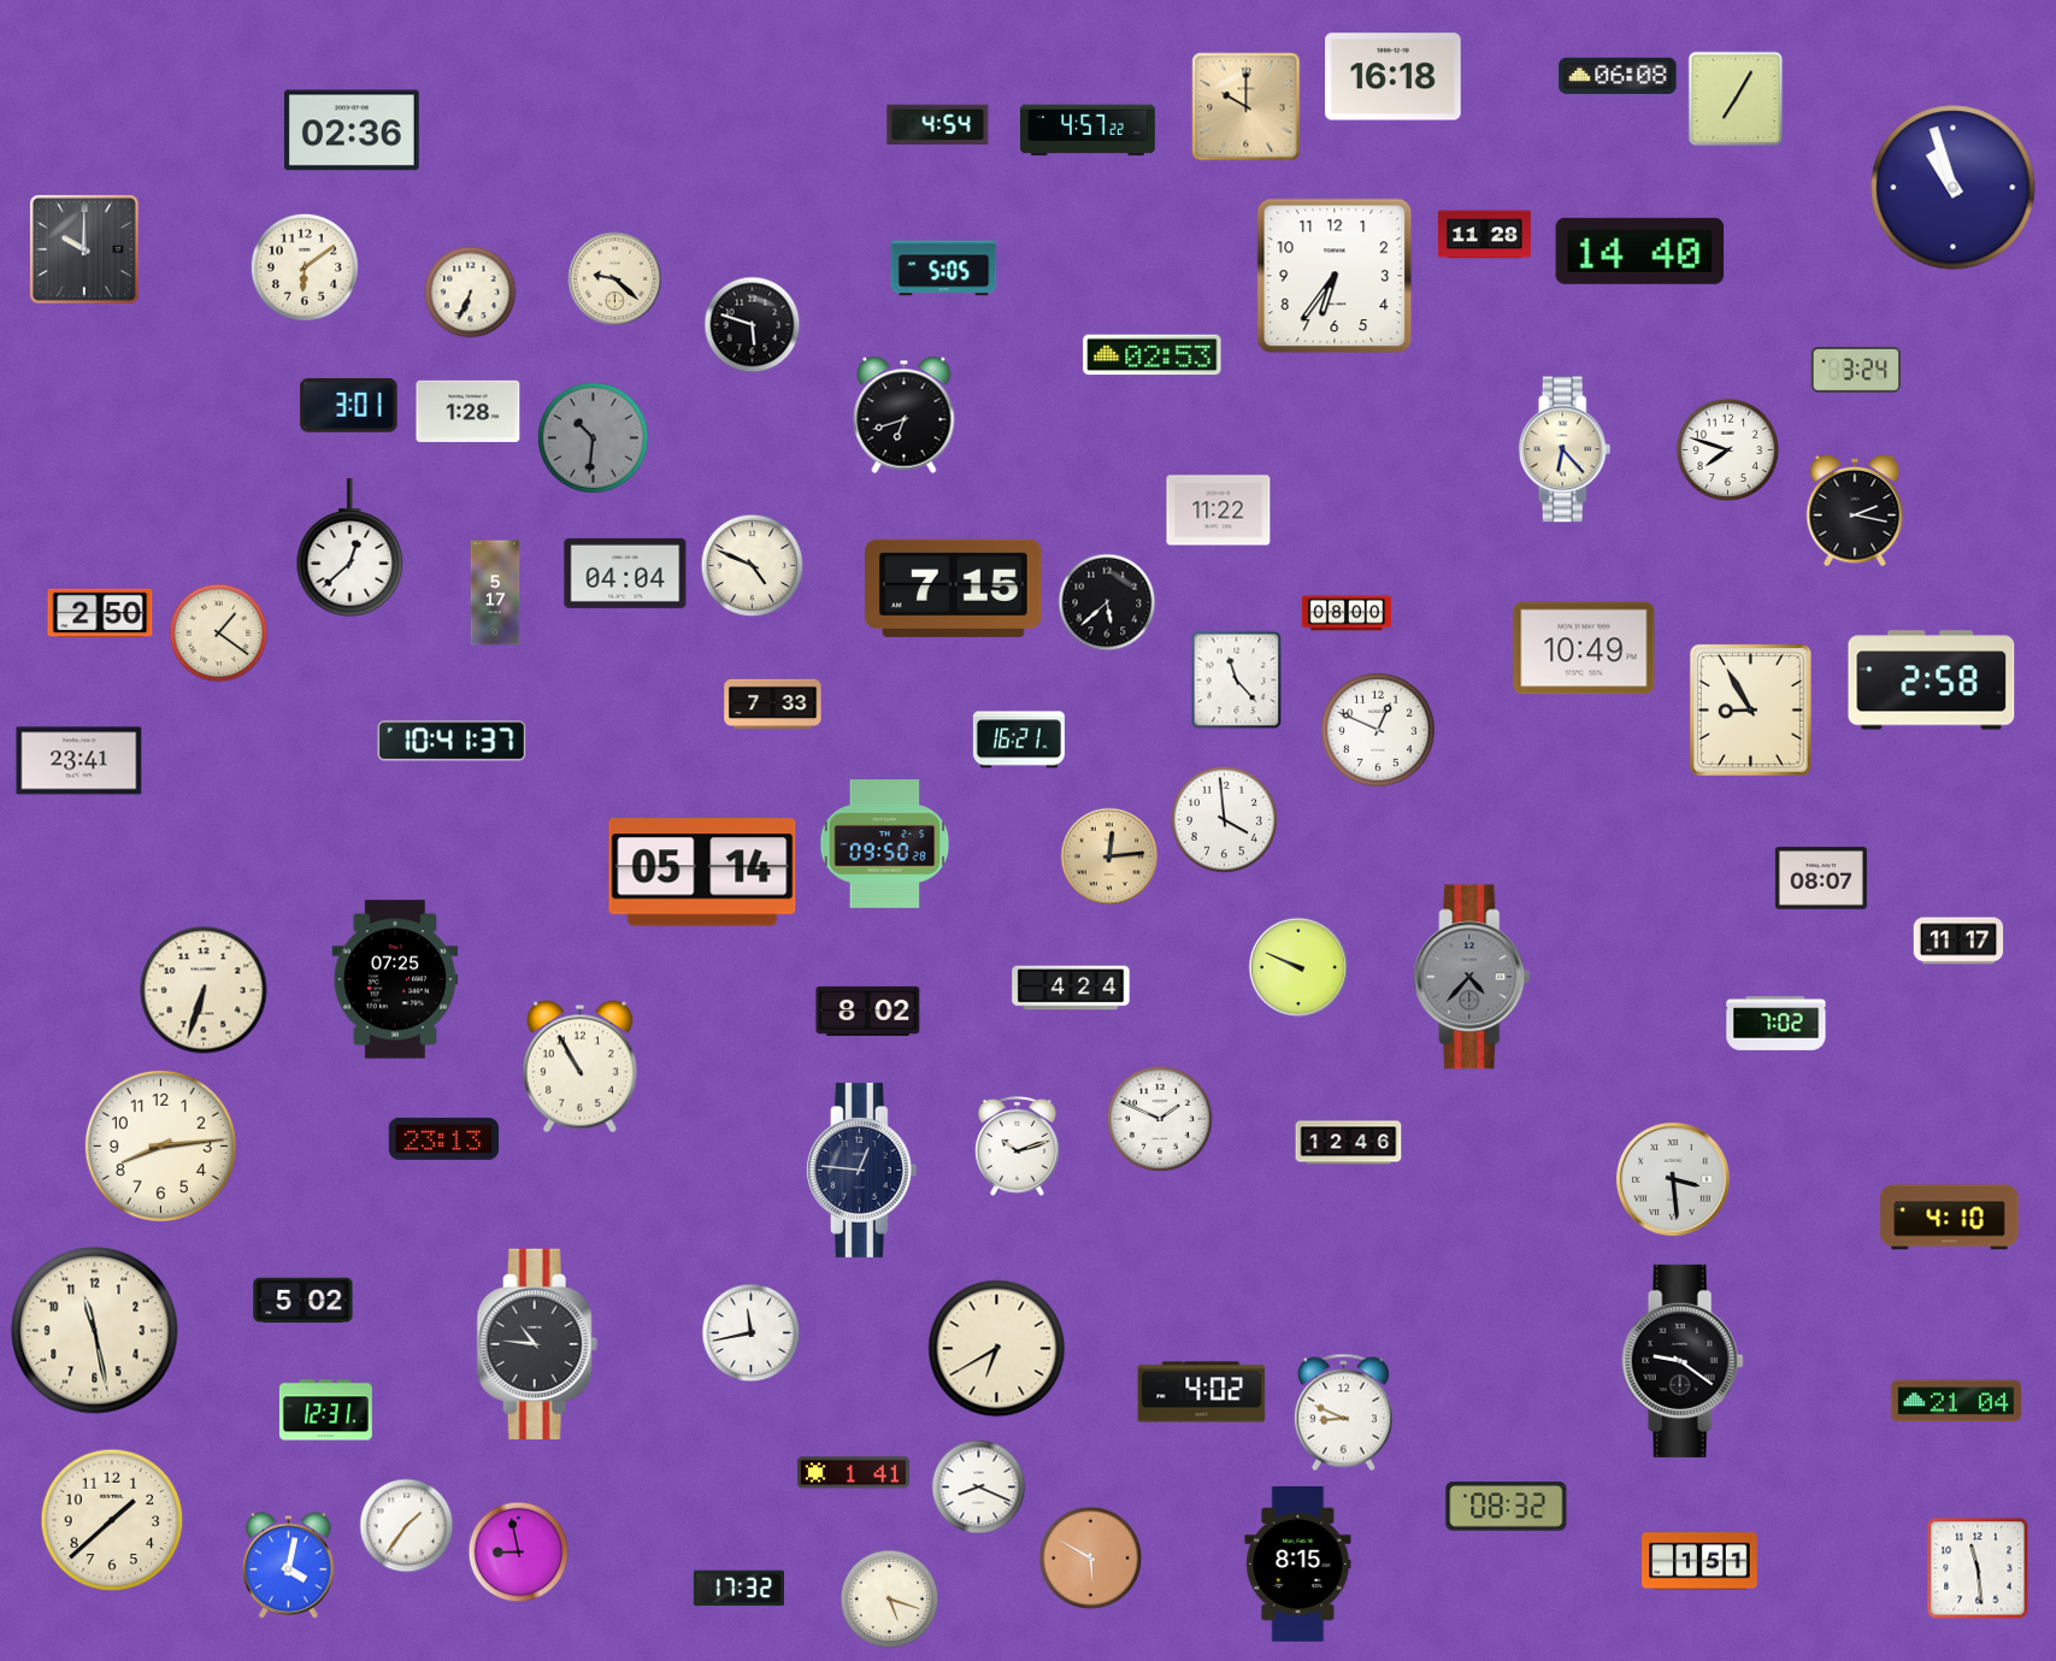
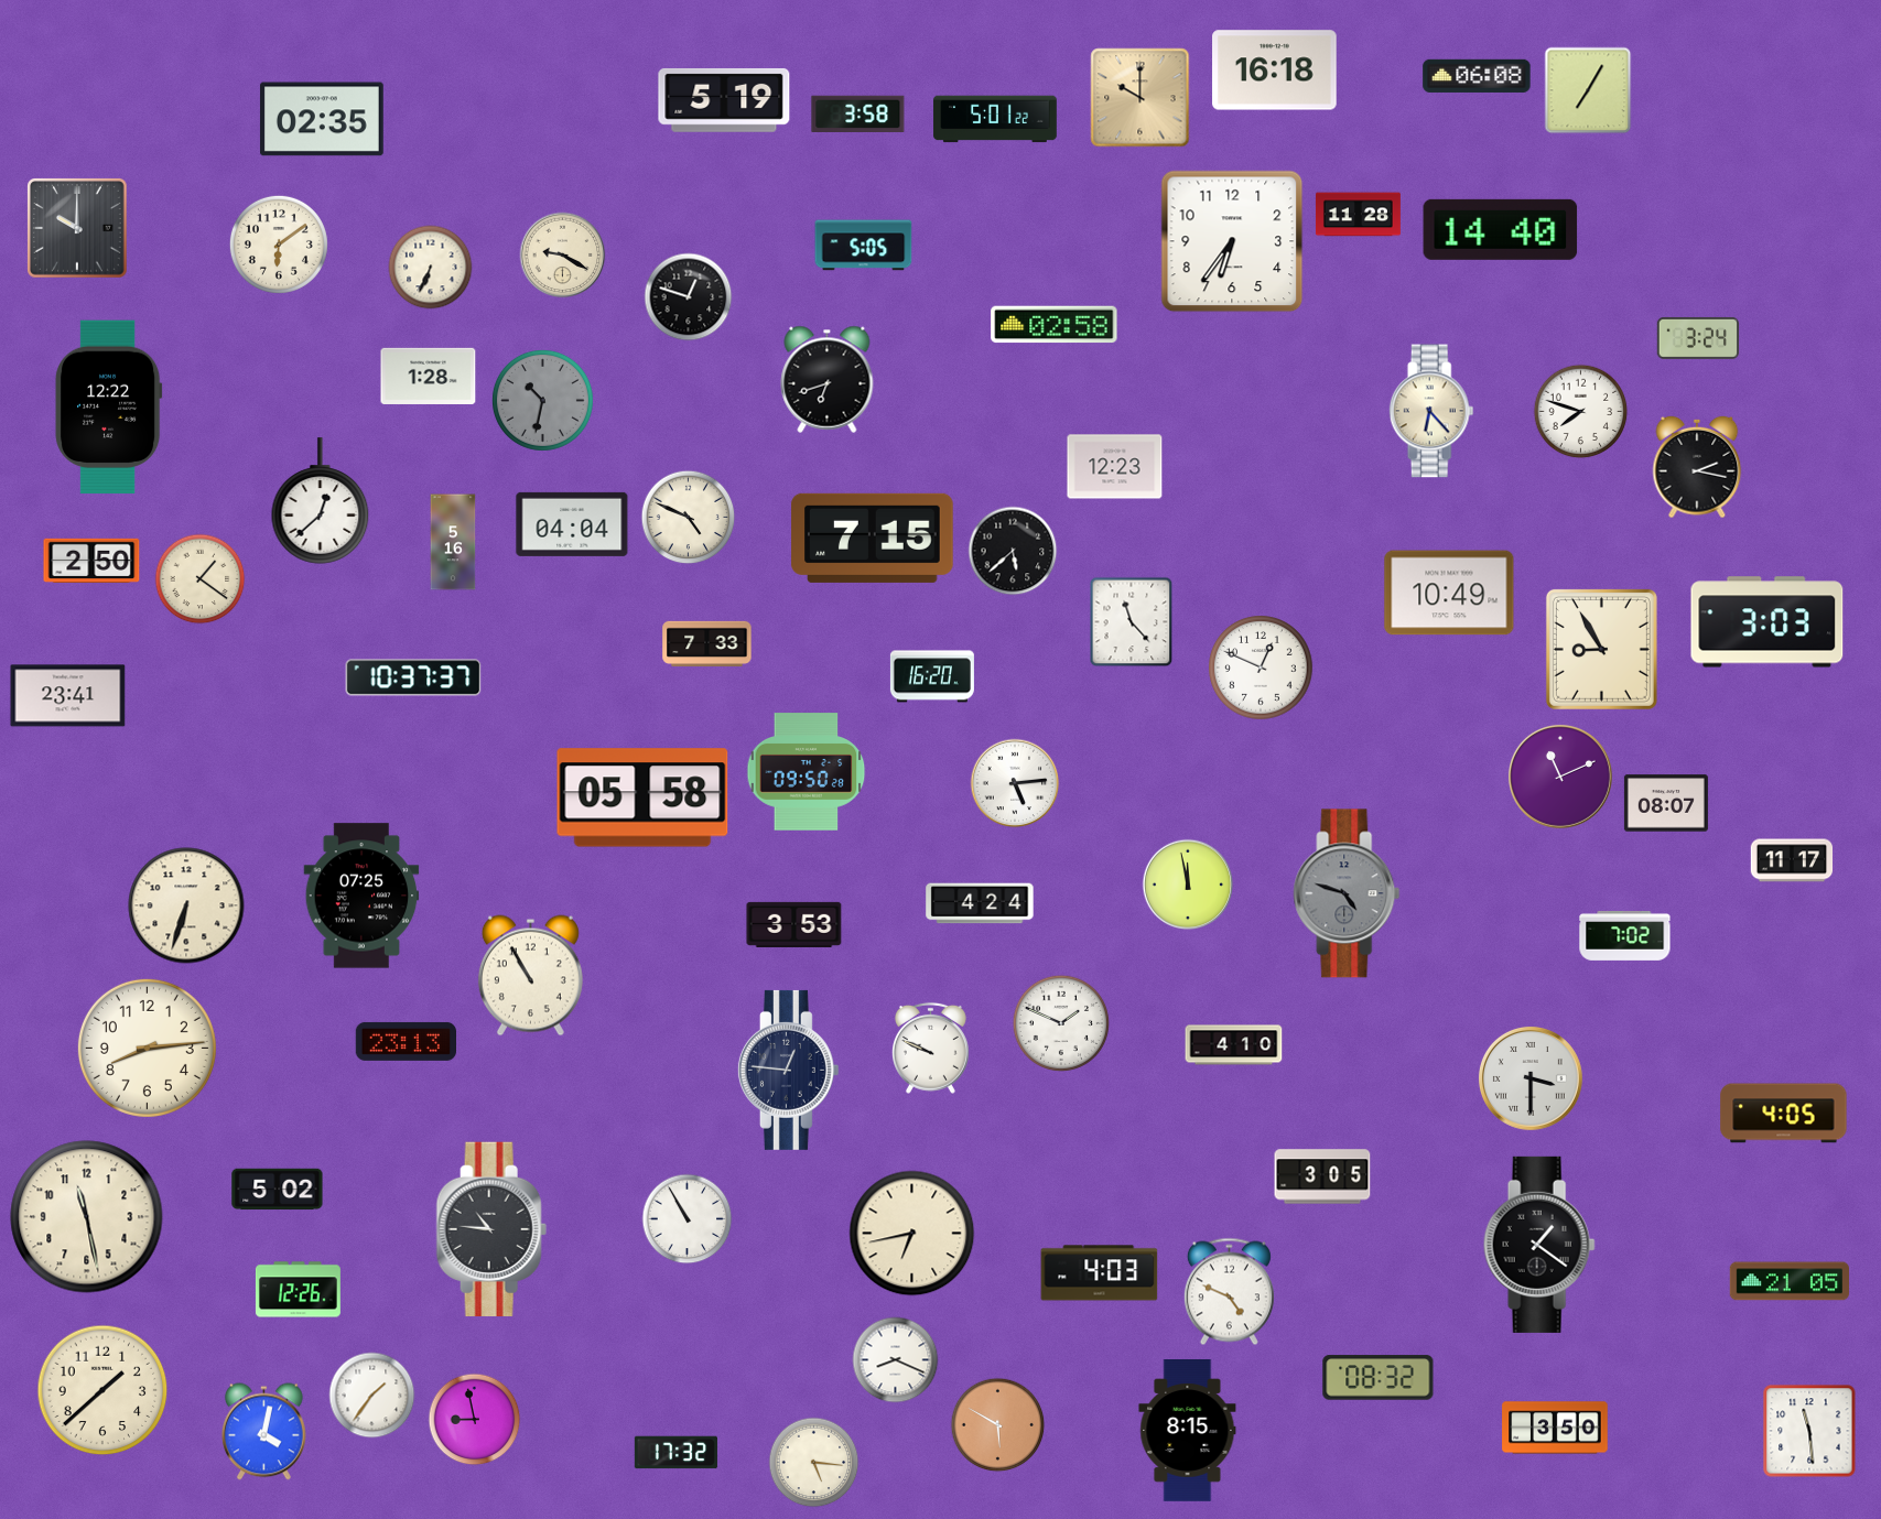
clock at (1618, 76) position: (1618, 76) -> (1477, 76)
clock at (724, 100): none -> 5:19
clock at (938, 124): 4:54 -> 3:58
clock at (352, 130): 02:36 -> 02:35
clock at (1088, 130): 4:57 -> 5:01
clock at (1954, 188): 10:57 -> none
clock at (1335, 276) position: (1335, 276) -> (1232, 241)
clock at (615, 279): 9:22 -> 9:20
clock at (753, 325): 5:48 -> 12:48
clock at (1153, 355): 02:53 -> 02:58
clock at (349, 406): 3:01 -> none
clock at (593, 437): 10:31 -> 10:32
clock at (109, 408): none -> 12:22
clock at (1219, 511): 11:22 -> 12:23
clock at (495, 593): 5:17 -> 5:16
clock at (1347, 613): 08:00 -> none
clock at (1932, 681): 2:58 -> 3:03
clock at (1019, 740): 16:21 -> 16:20
clock at (452, 741): 10:41 -> 10:37
clock at (79, 761) position: (79, 761) -> (68, 696)
clock at (1224, 819): 3:59 -> none
clock at (885, 844) position: (885, 844) -> (807, 772)
clock at (1560, 777): none -> 11:11
clock at (1109, 856): 12:14 -> 5:14
clock at (1109, 856) dial: champagne -> white
clock at (702, 872): 05:14 -> 05:58
clock at (1298, 967): 9:49 -> 11:58
clock at (1472, 977): 4:37 -> 4:48
clock at (868, 1011): 8:02 -> 3:53
clock at (1349, 1143): 12:46 -> 4:10
clock at (1017, 1145): 10:12 -> 9:49
clock at (1673, 1179): 3:29 -> 3:30
clock at (1950, 1218): 4:10 -> 4:05
clock at (1322, 1176): none -> 3:05
clock at (752, 1333): 11:43 -> 10:55
clock at (997, 1349): 6:40 -> 6:43
clock at (1683, 1361): 9:21 -> 1:21
clock at (1202, 1392): 4:02 -> 4:03
clock at (1955, 1401): 21:04 -> 21:05
clock at (325, 1410): 12:31 -> 12:26
clock at (1343, 1413): 8:49 -> 4:49
clock at (853, 1473): 1:41 -> none
clock at (1699, 1561): 1:51 -> 3:50
clock at (1978, 1568) position: (1978, 1568) -> (1809, 1431)
clock at (890, 1600): 5:18 -> 5:16
